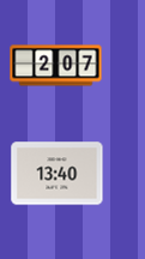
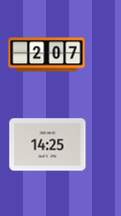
clock at (58, 174): 13:40 -> 14:25
